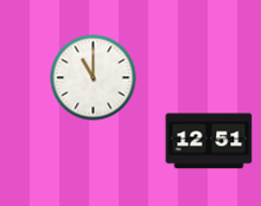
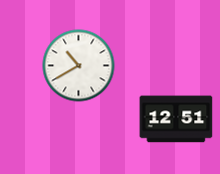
clock at (94, 78): 11:00 -> 10:40
